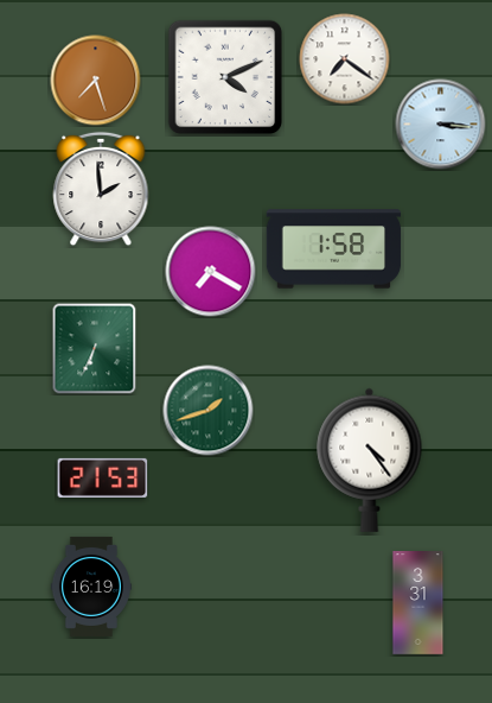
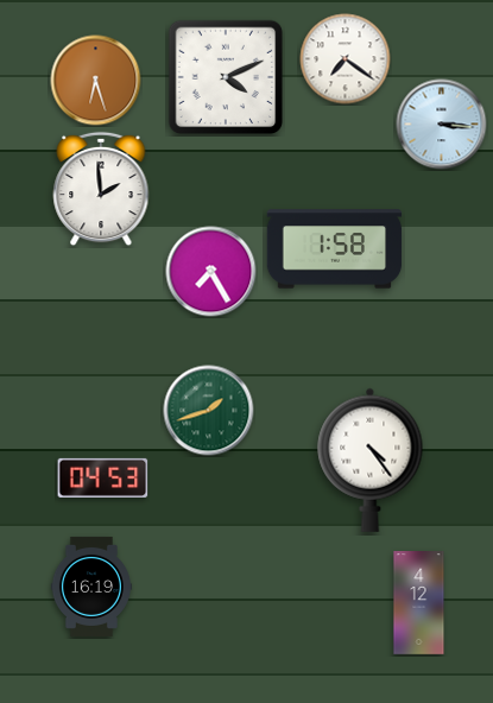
clock at (96, 81): 7:27 -> 6:27
clock at (211, 272): 7:20 -> 7:25
clock at (95, 349): 6:34 -> none
clock at (103, 477): 21:53 -> 04:53
clock at (418, 603): 3:31 -> 4:12
